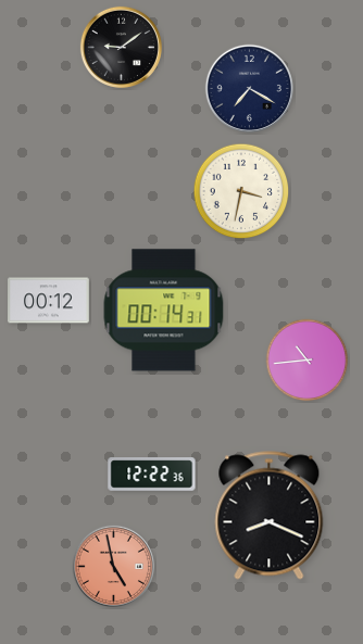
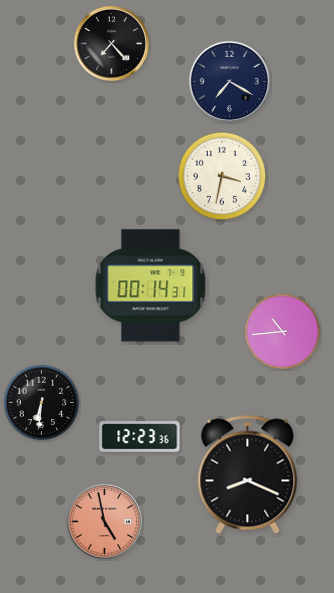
clock at (121, 47): 9:09 -> 7:23
clock at (49, 301): 00:12 -> none
clock at (42, 403): none -> 6:31
clock at (152, 475): 12:22 -> 12:23
